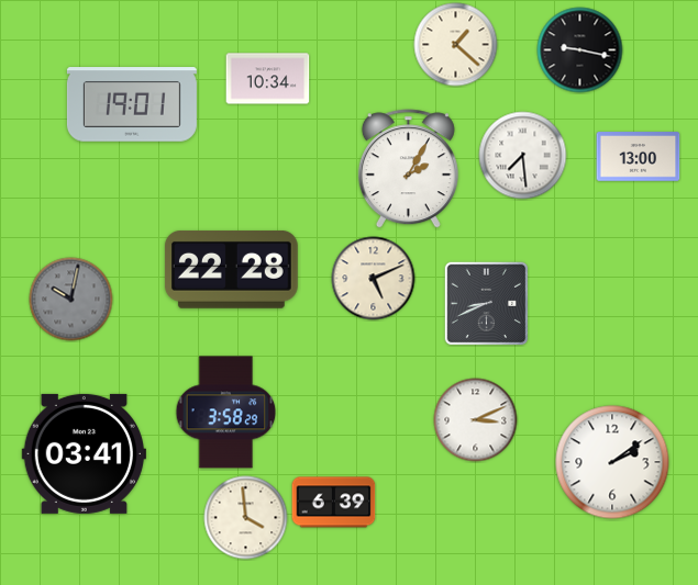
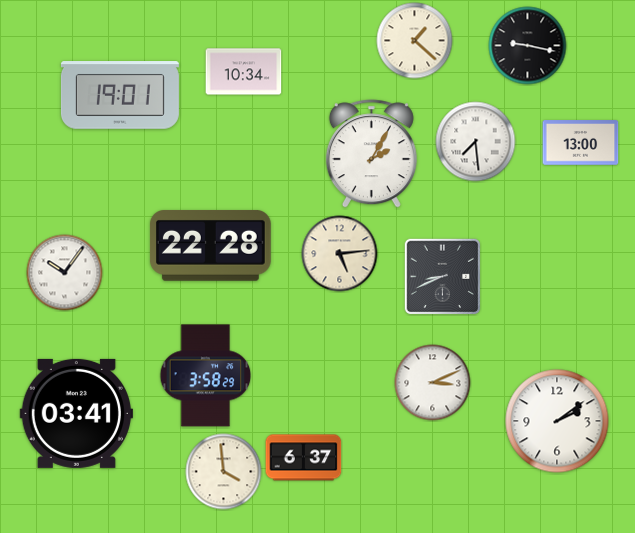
clock at (374, 279): 5:11 -> 5:14
clock at (71, 300): 10:02 -> 10:06
clock at (71, 300) dial: grey -> white
clock at (334, 503): 6:39 -> 6:37
